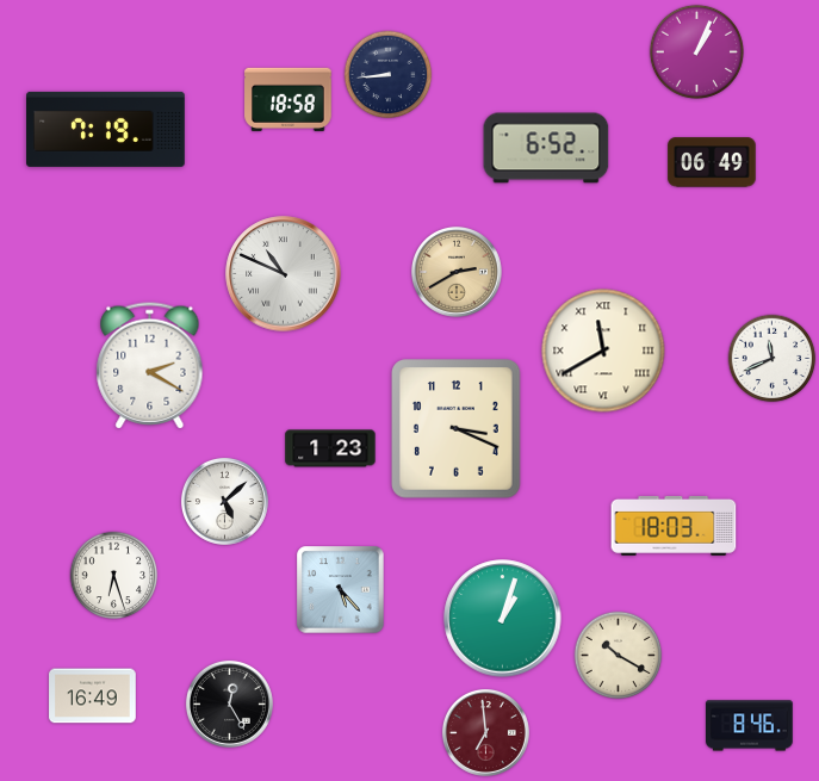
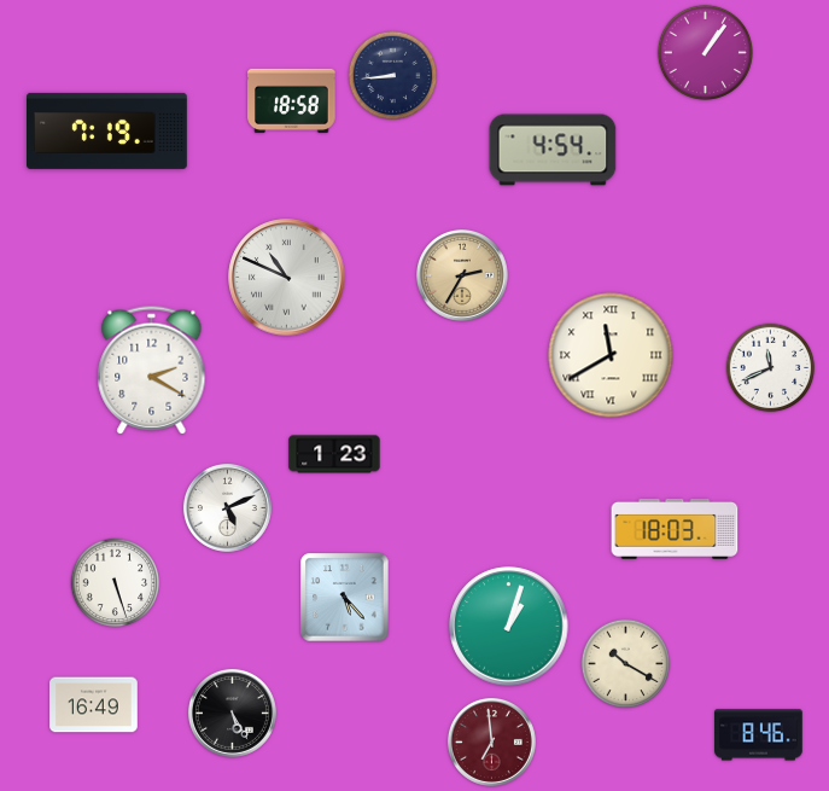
clock at (696, 51): 1:04 -> 1:06
clock at (546, 148): 6:52 -> 4:54
clock at (712, 162): 06:49 -> none
clock at (457, 272): 2:40 -> 2:35
clock at (773, 359) position: (773, 359) -> (771, 368)
clock at (457, 429): 3:19 -> none
clock at (224, 501): 5:08 -> 5:11
clock at (674, 526) position: (674, 526) -> (675, 529)
clock at (114, 576): 6:27 -> 5:27
clock at (229, 703): 12:25 -> 5:25
